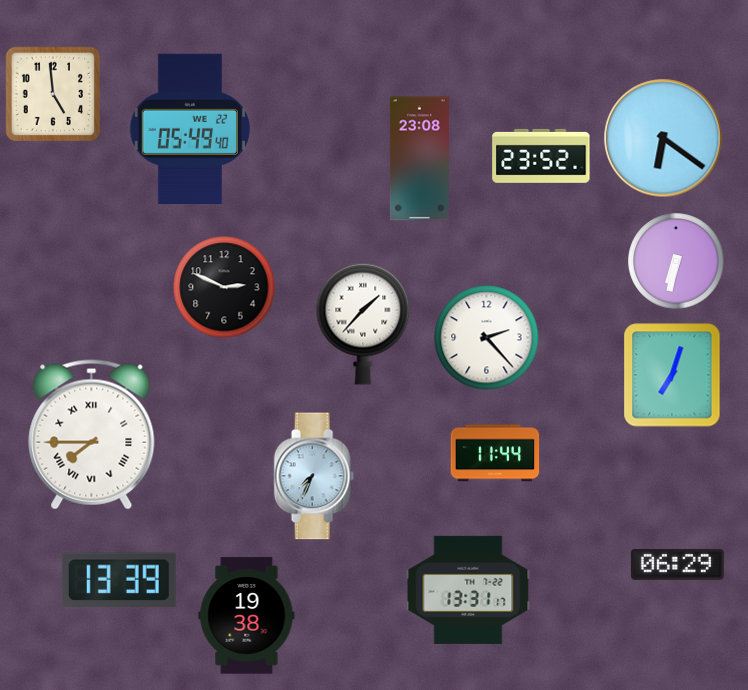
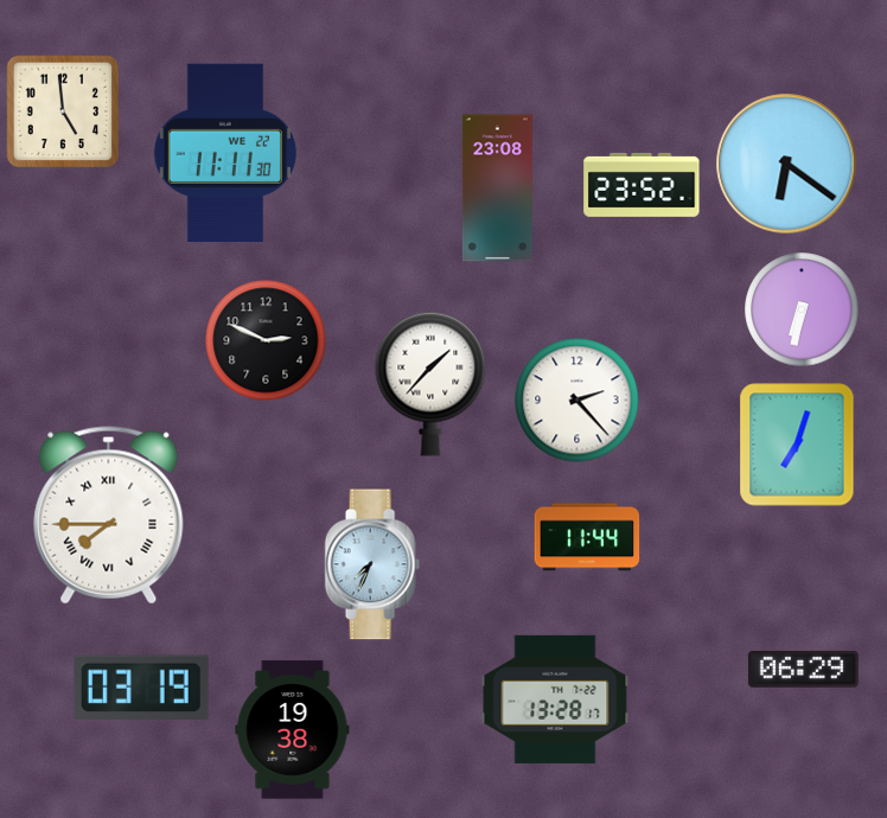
clock at (190, 128): 05:49 -> 11:11
clock at (119, 580): 13:39 -> 03:19
clock at (468, 590): 13:31 -> 13:28
